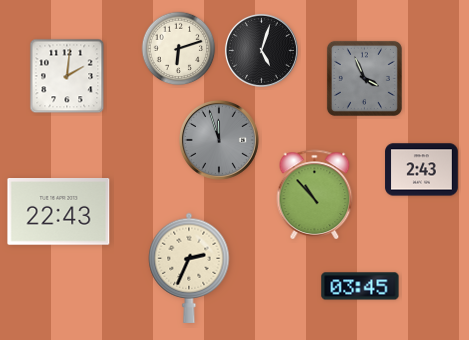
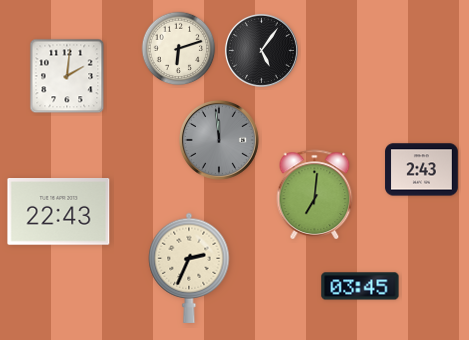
clock at (261, 50): 5:03 -> 5:06
clock at (364, 78): 3:56 -> none
clock at (219, 140): 11:57 -> 11:59
clock at (315, 194): 10:53 -> 7:01
